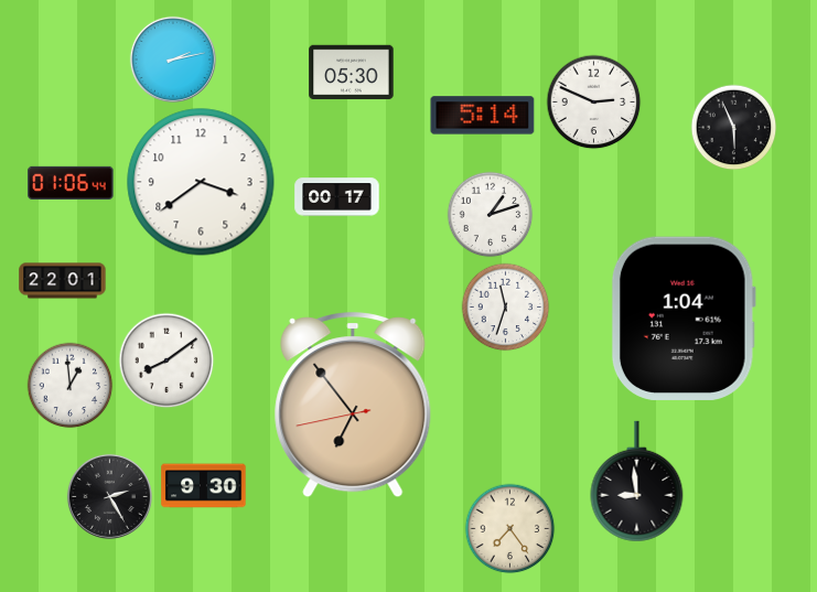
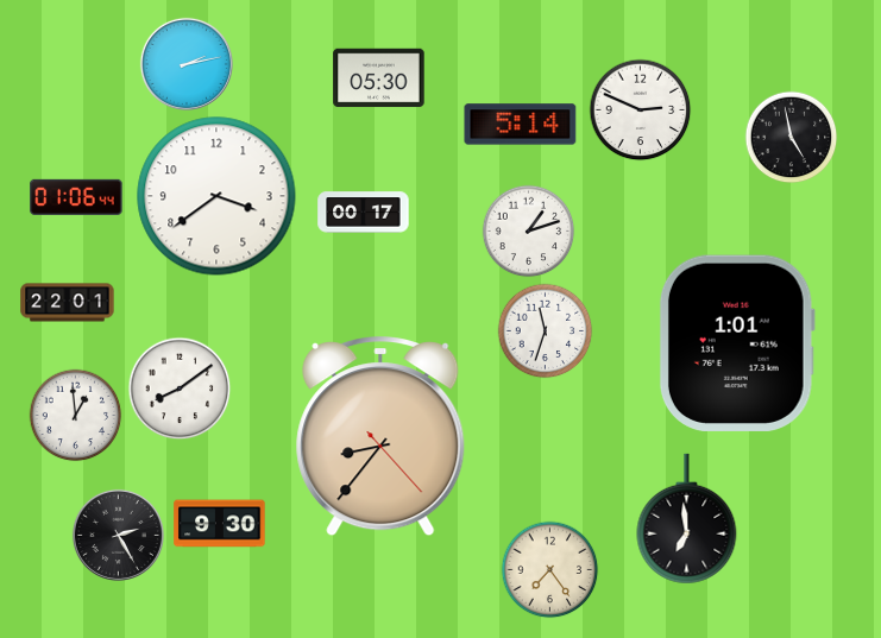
clock at (733, 127): 5:56 -> 4:58
clock at (684, 319): 1:04 -> 1:01
clock at (353, 406): 6:53 -> 8:36
clock at (637, 482): 8:59 -> 6:59
